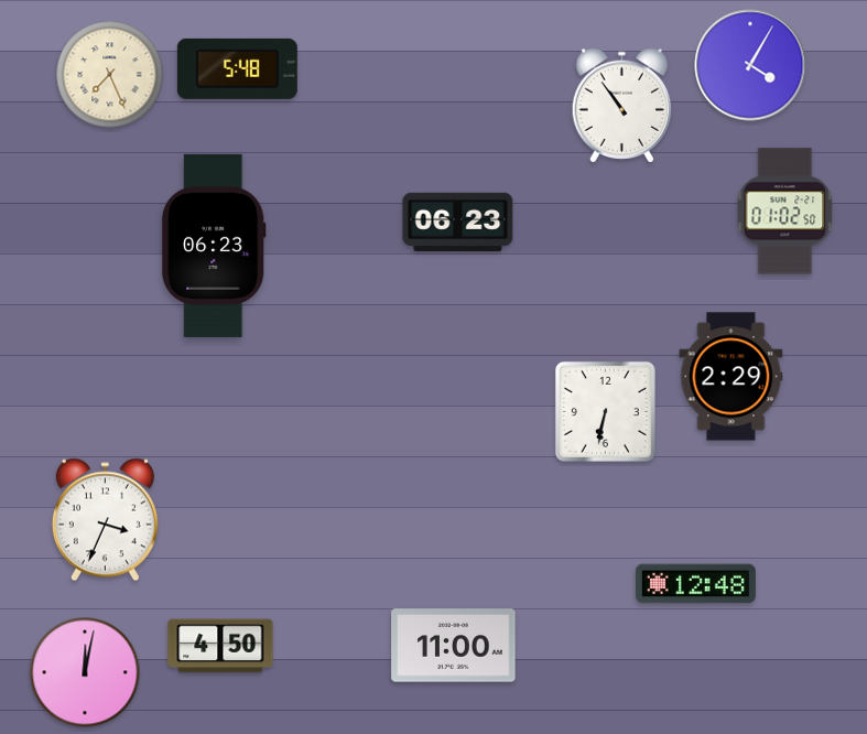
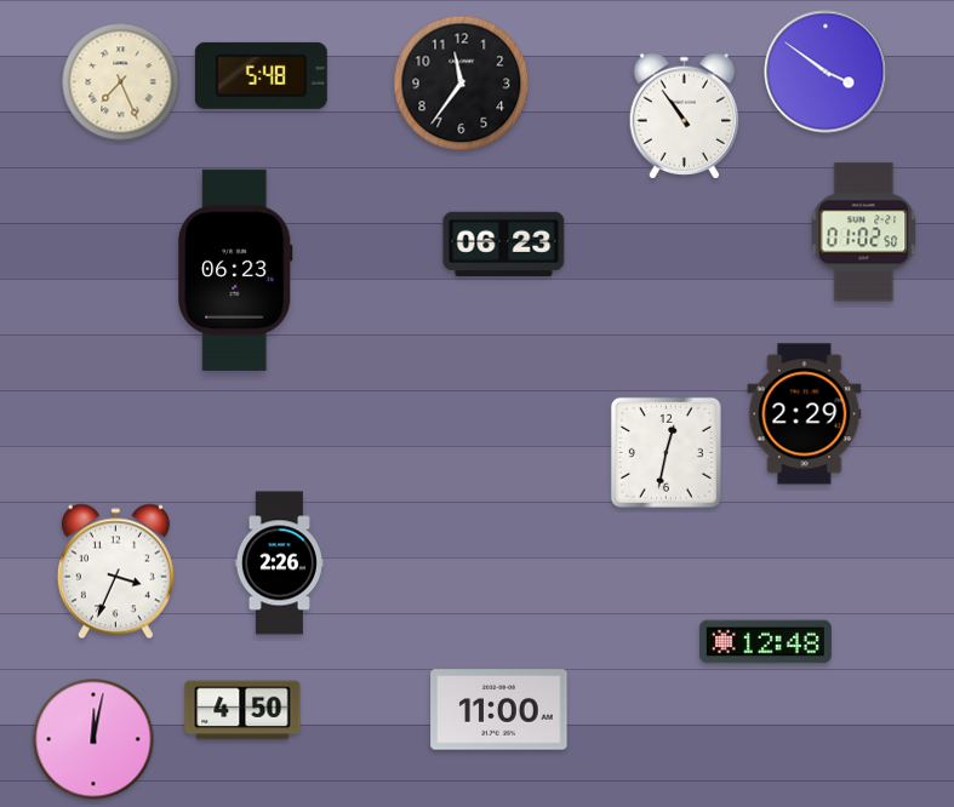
clock at (750, 65): 4:05 -> 3:51
clock at (462, 84): none -> 11:36
clock at (605, 411): 6:32 -> 12:32
clock at (279, 563): none -> 2:26
